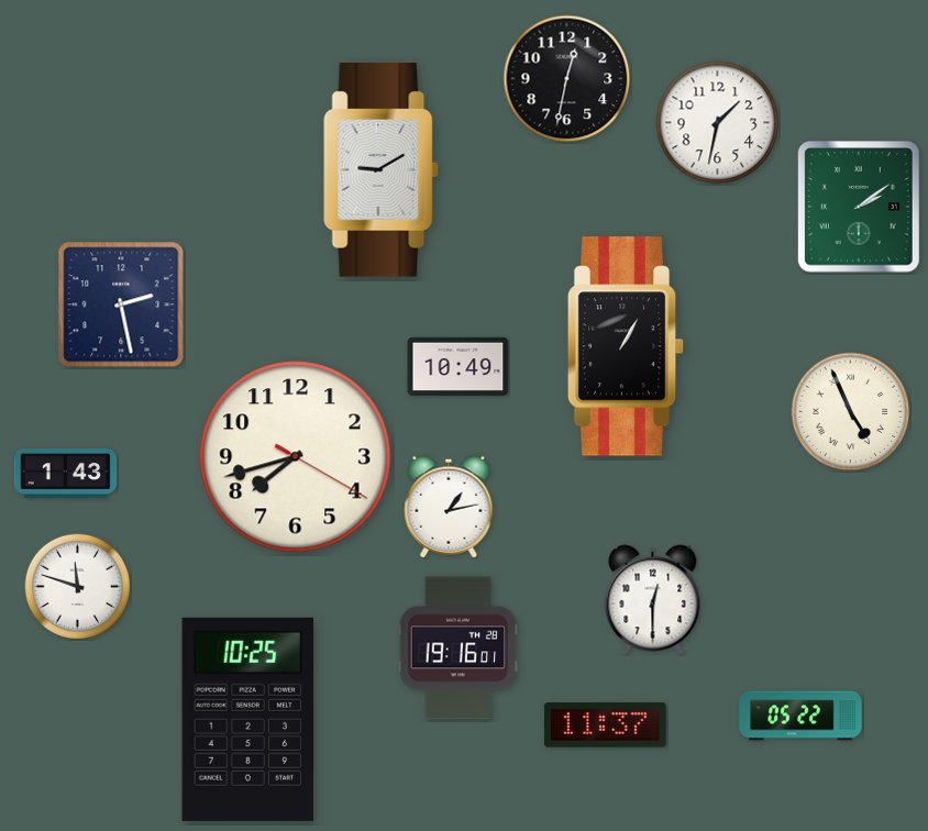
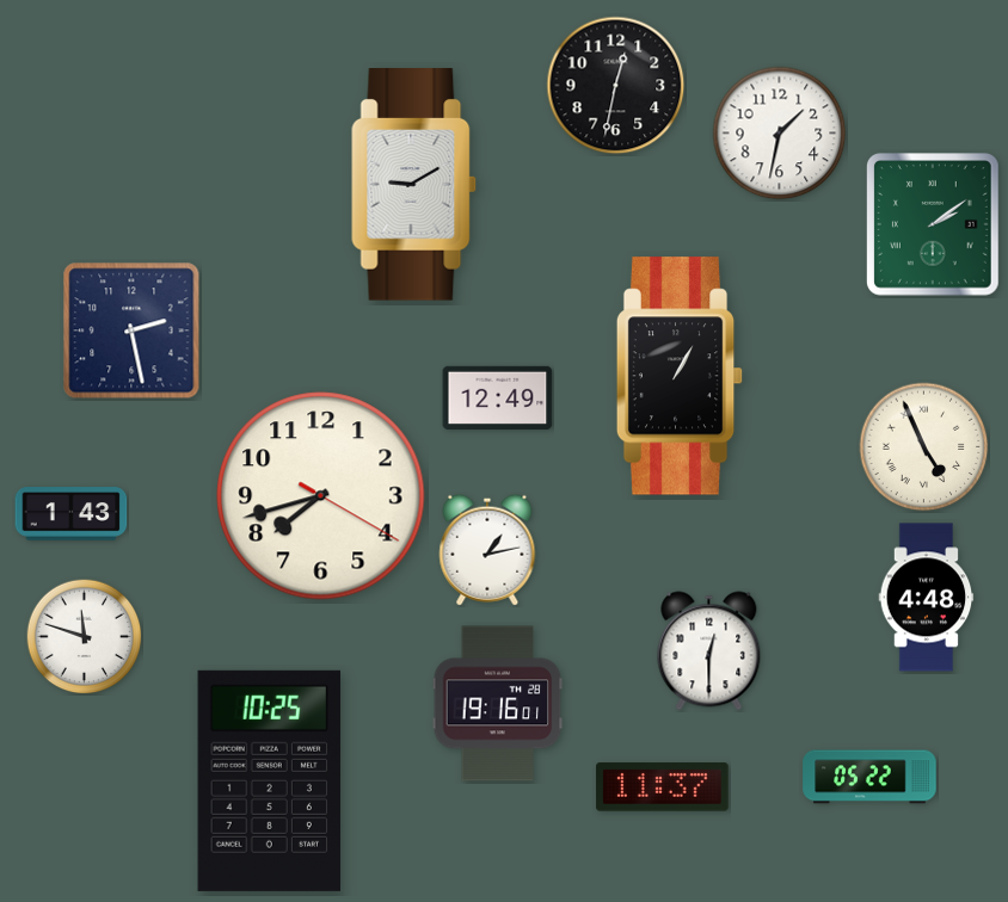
clock at (459, 366): 10:49 -> 12:49
clock at (927, 598): none -> 4:48
clock at (606, 725) position: (606, 725) -> (663, 787)
